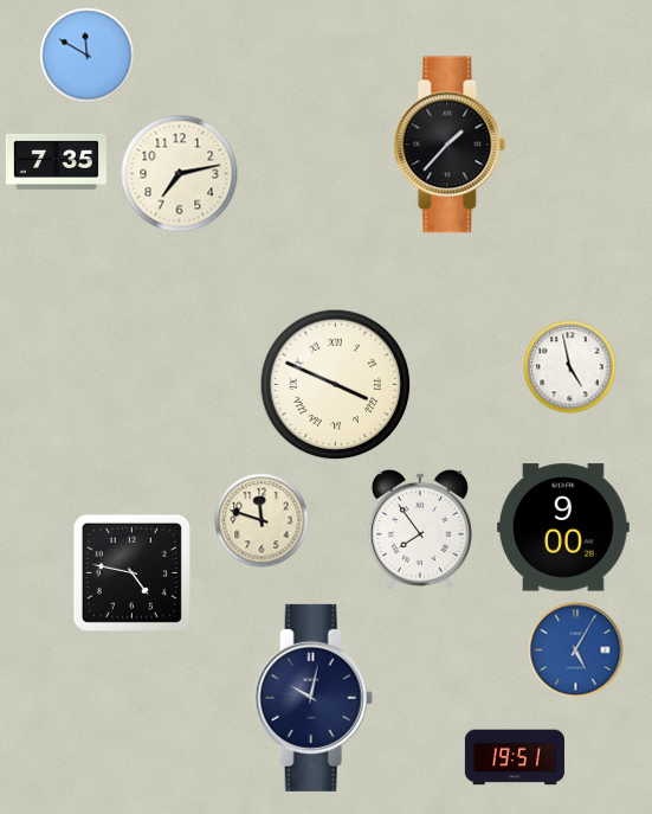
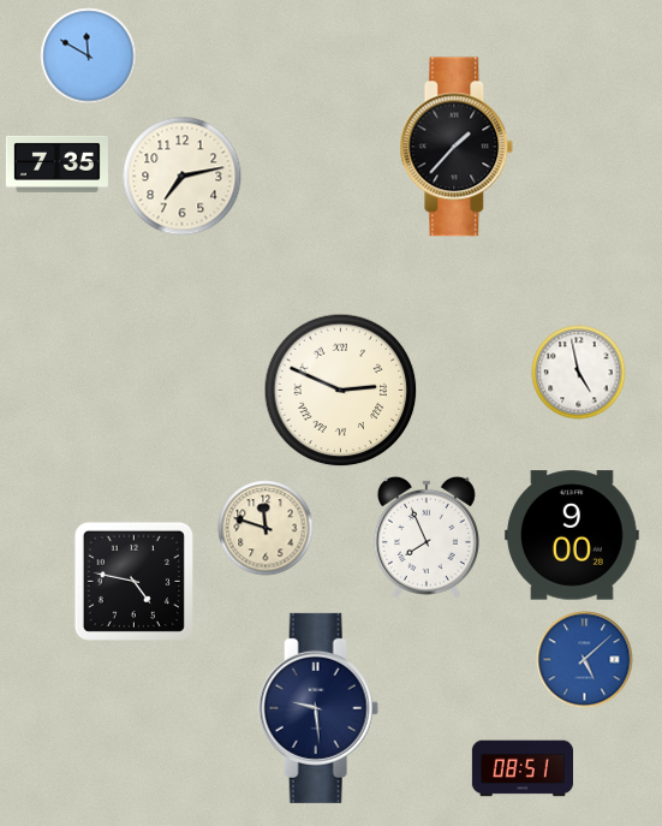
clock at (336, 385): 3:49 -> 2:49
clock at (420, 530): 7:54 -> 7:56
clock at (576, 650): 5:05 -> 5:08
clock at (314, 698): 10:02 -> 9:29
clock at (515, 757): 19:51 -> 08:51
